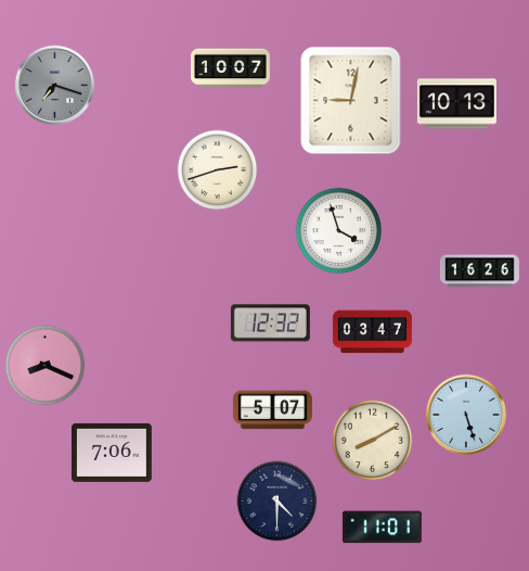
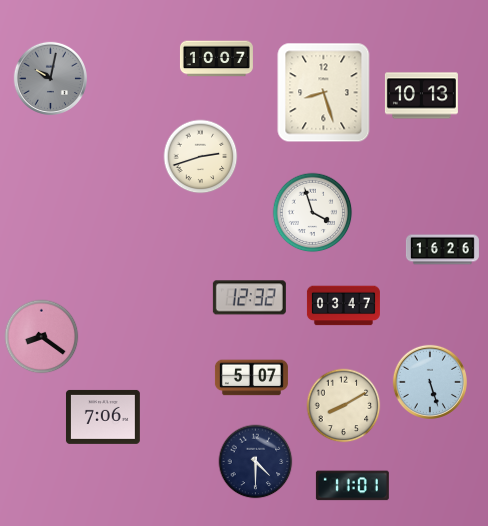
clock at (230, 68) position: (230, 68) -> (216, 59)
clock at (54, 85): 7:18 -> 10:02
clock at (351, 101): 9:02 -> 8:27
clock at (46, 366): 8:19 -> 8:21
